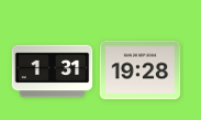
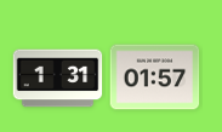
clock at (141, 70): 19:28 -> 01:57
